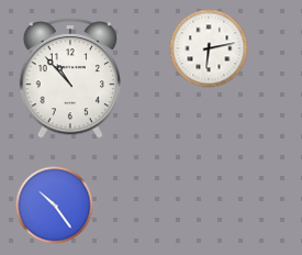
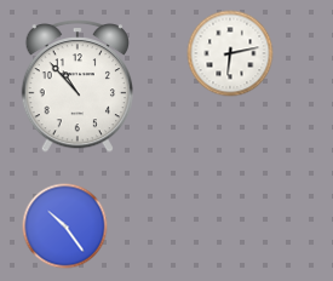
clock at (55, 206) position: (55, 206) -> (65, 226)
